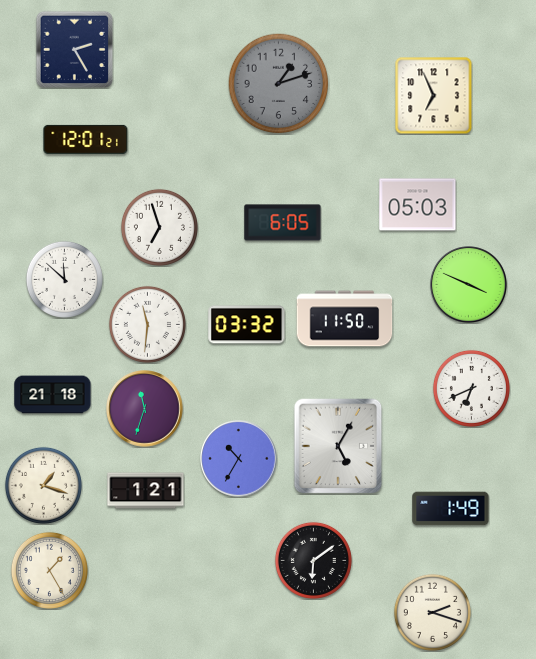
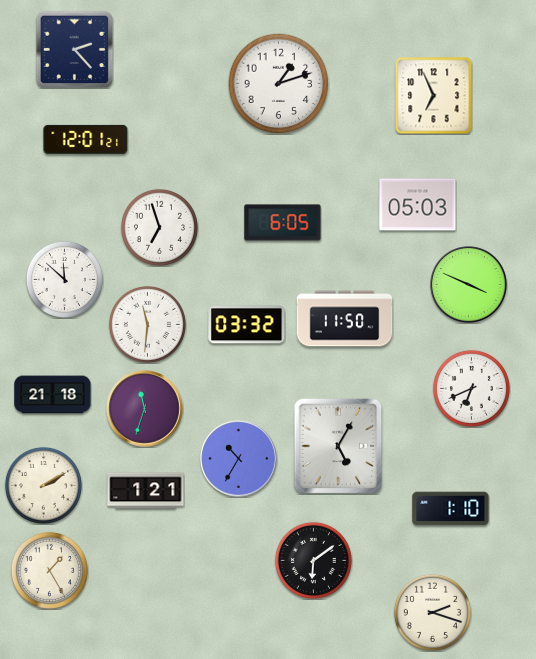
clock at (74, 49): 2:25 -> 2:23
clock at (279, 84) dial: grey -> white
clock at (43, 485): 1:18 -> 2:10
clock at (451, 509): 1:49 -> 1:10
